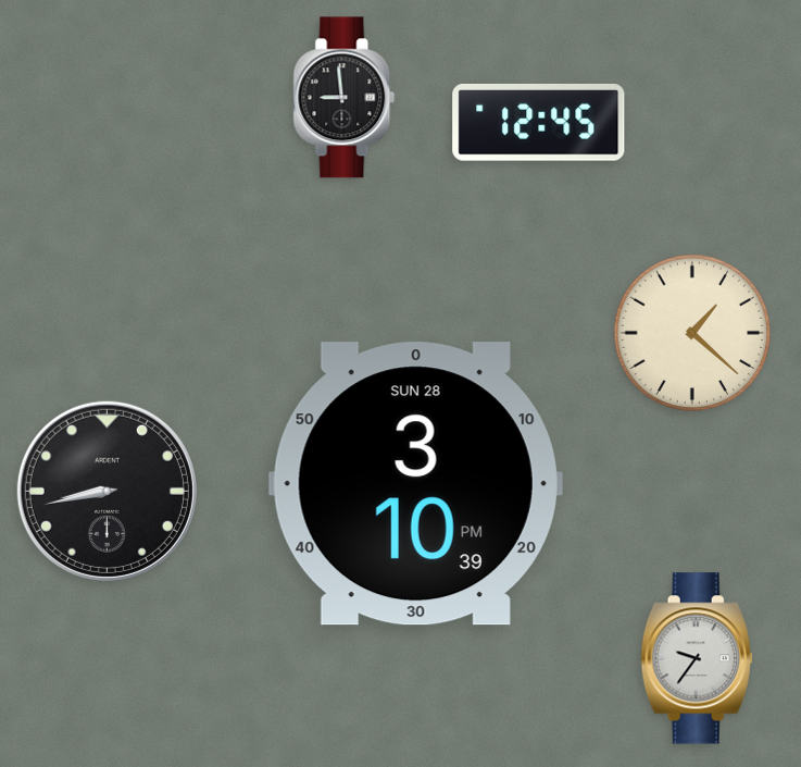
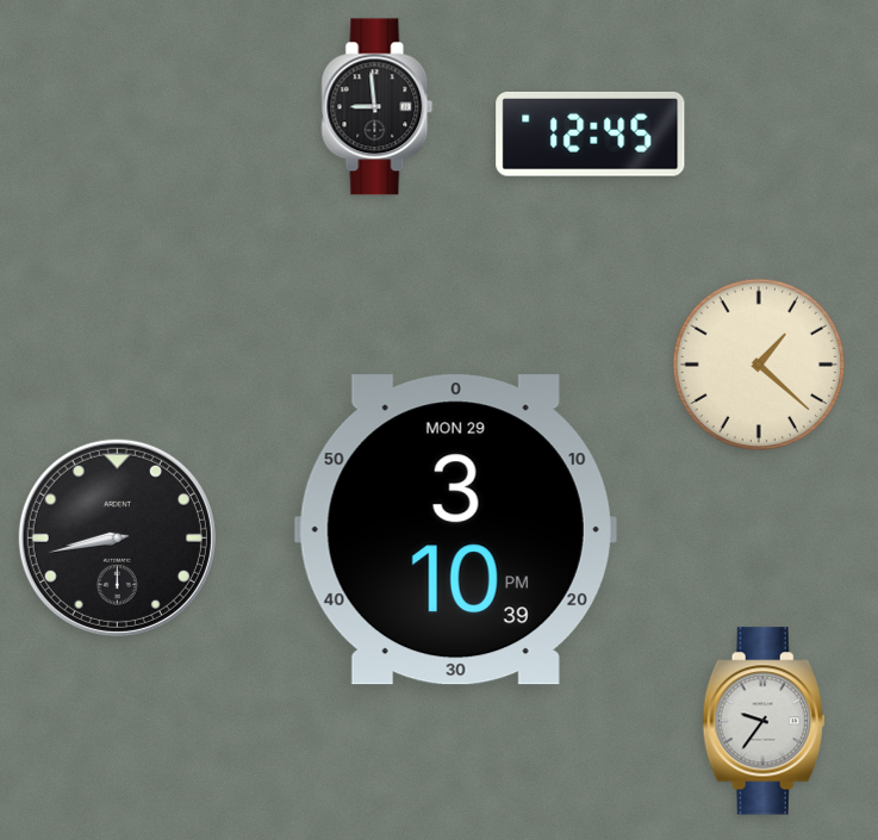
clock at (415, 484) date: SUN 28 -> MON 29
